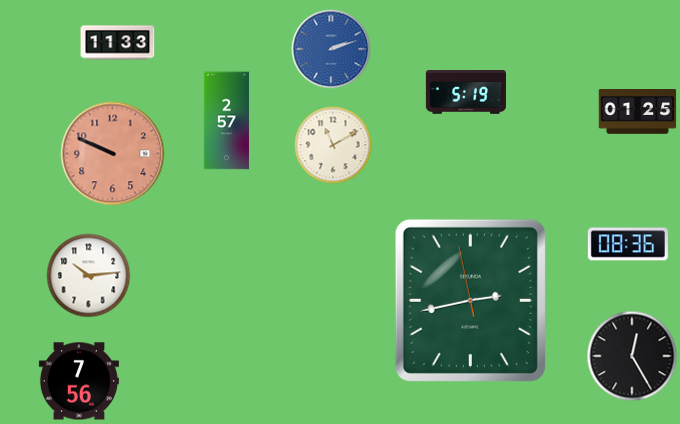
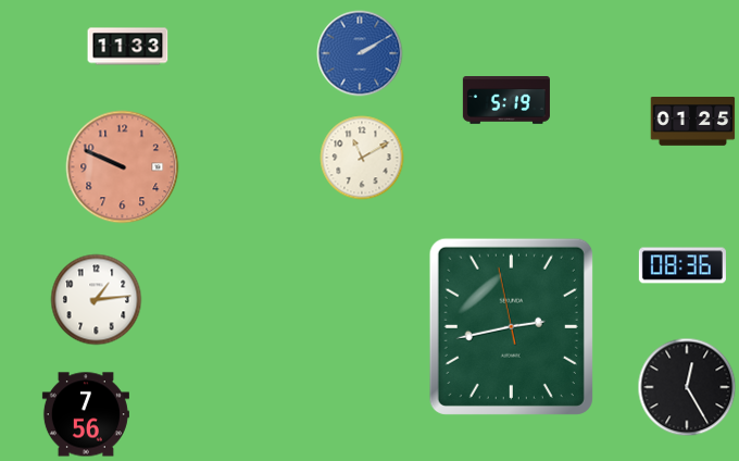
clock at (331, 49): 2:12 -> 2:10
clock at (226, 121): 2:57 -> none
clock at (89, 276): 10:14 -> 1:14
